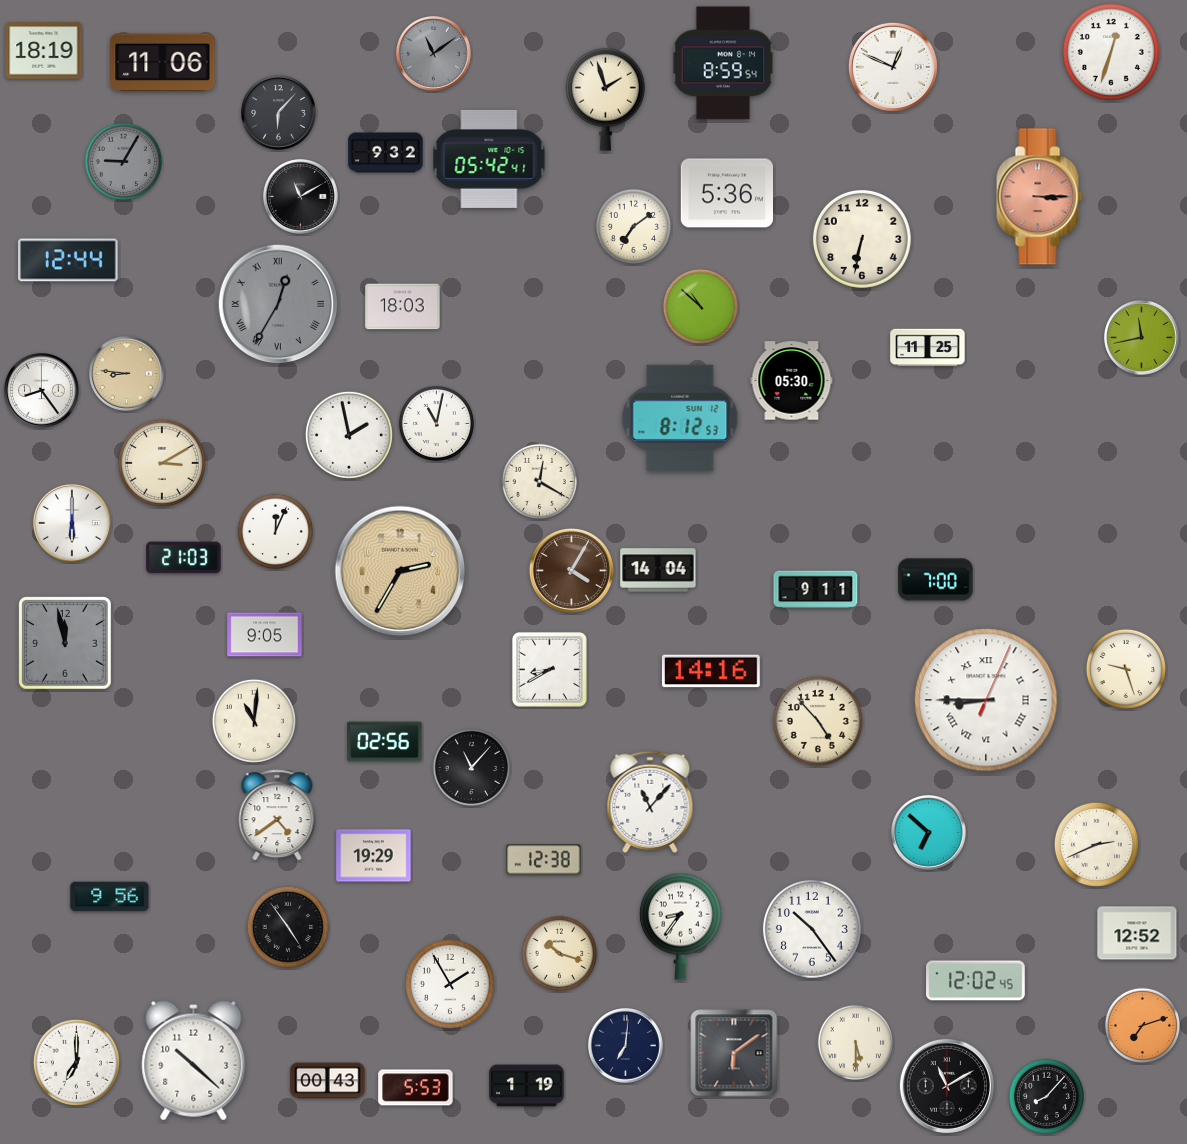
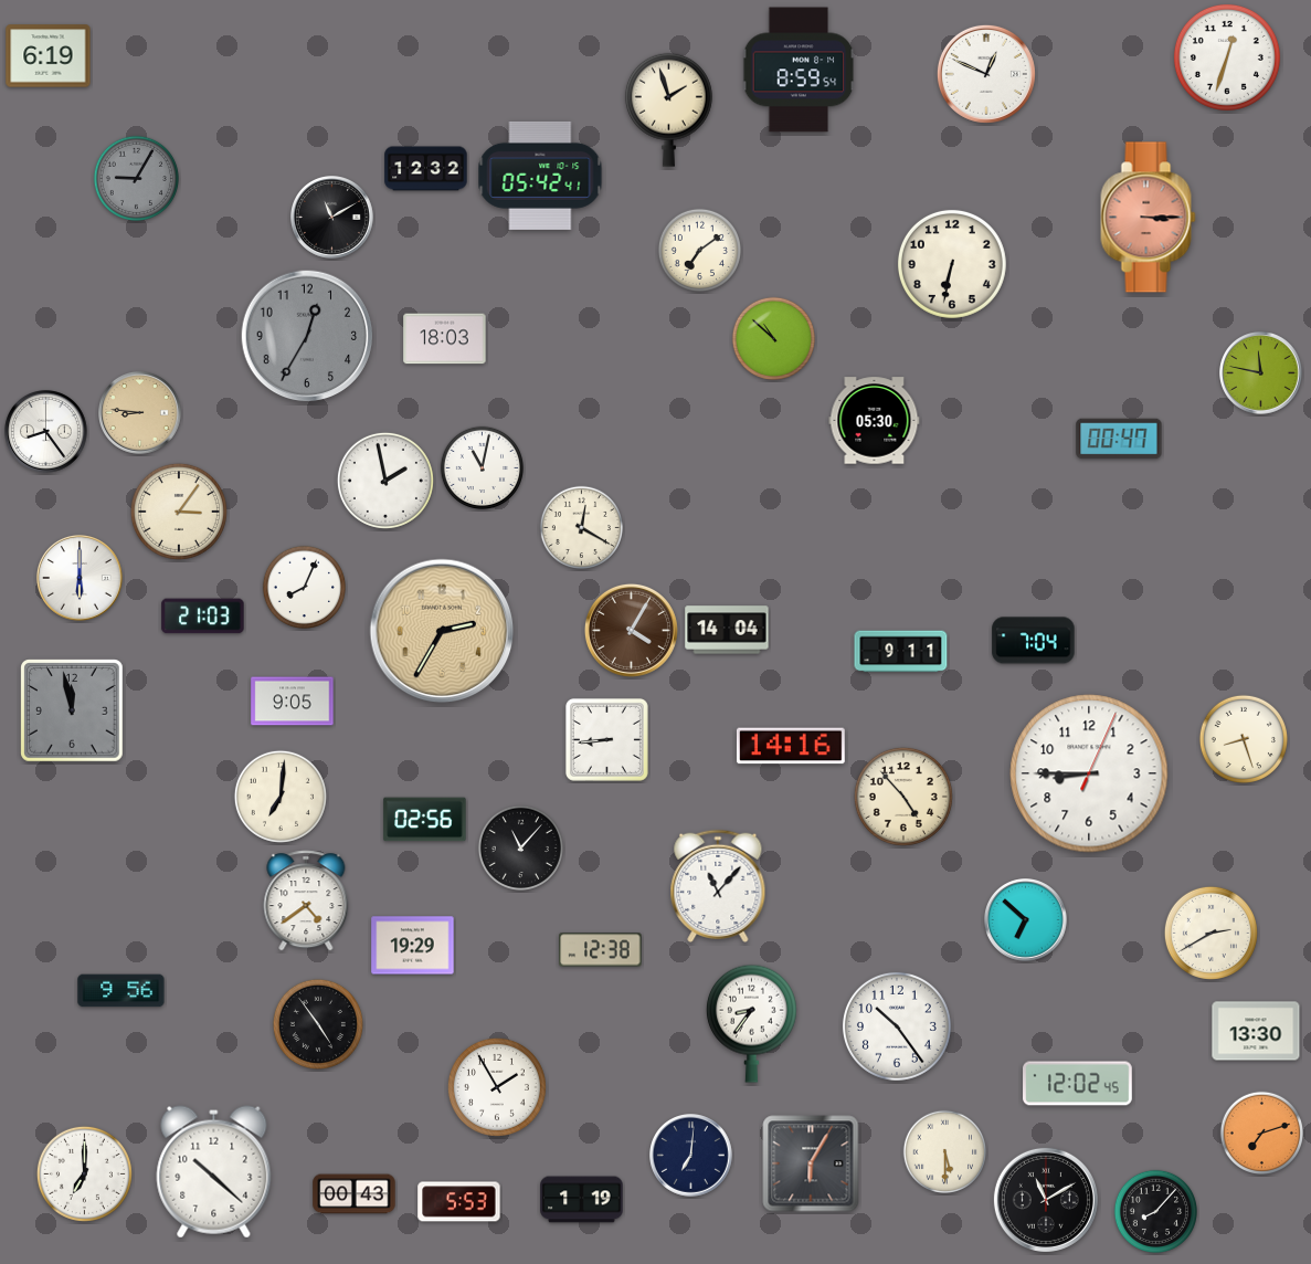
clock at (44, 51): 18:19 -> 6:19
clock at (434, 54): 11:09 -> none
clock at (163, 63): 11:06 -> none
clock at (279, 113): 6:07 -> none
clock at (386, 153): 9:32 -> 12:32
clock at (726, 193): 5:36 -> none
clock at (68, 260): 12:44 -> none
clock at (278, 304) numerals: Roman -> Arabic
clock at (1142, 338): 11:43 -> 11:47
clock at (928, 348): 11:25 -> none
clock at (1119, 439): none -> 00:47
clock at (680, 418): 8:12 -> none
clock at (162, 463): 3:10 -> 3:06
clock at (539, 481) position: (539, 481) -> (581, 527)
clock at (275, 531): 12:04 -> 8:04
clock at (936, 580): 7:00 -> 7:04
clock at (549, 669): 8:40 -> 8:44
clock at (1126, 669): 9:27 -> 8:27
clock at (711, 671) position: (711, 671) -> (791, 746)
clock at (986, 700) numerals: Roman -> Arabic
clock at (254, 721): 11:01 -> 7:01
clock at (1096, 844): 2:41 -> 2:40
clock at (1137, 933): 12:52 -> 13:30
clock at (559, 953): 10:18 -> none
clock at (734, 1053): 6:09 -> 6:05
clock at (328, 1081) position: (328, 1081) -> (355, 1194)
